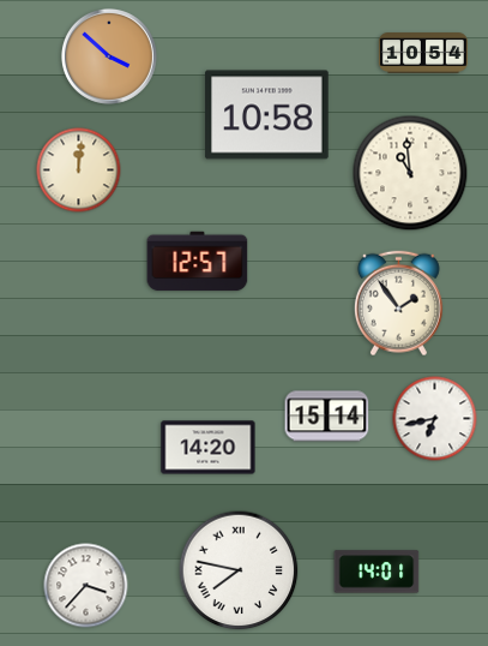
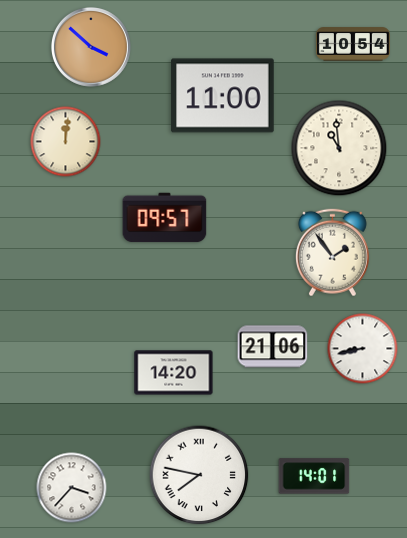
clock at (267, 115): 10:58 -> 11:00
clock at (410, 173) position: (410, 173) -> (339, 148)
clock at (198, 262): 12:57 -> 09:57
clock at (327, 417): 15:14 -> 21:06
clock at (435, 419): 6:43 -> 8:43
